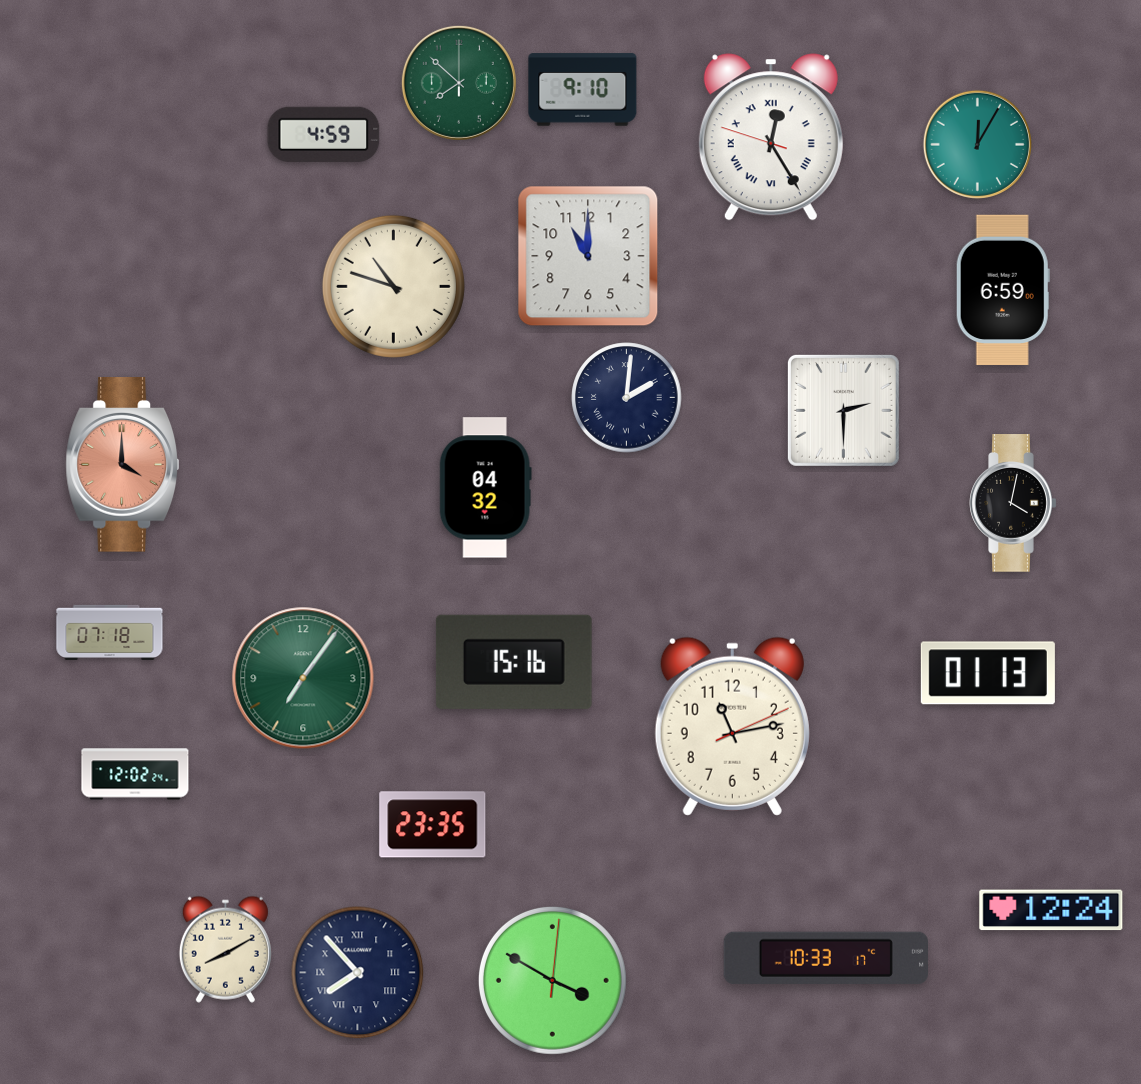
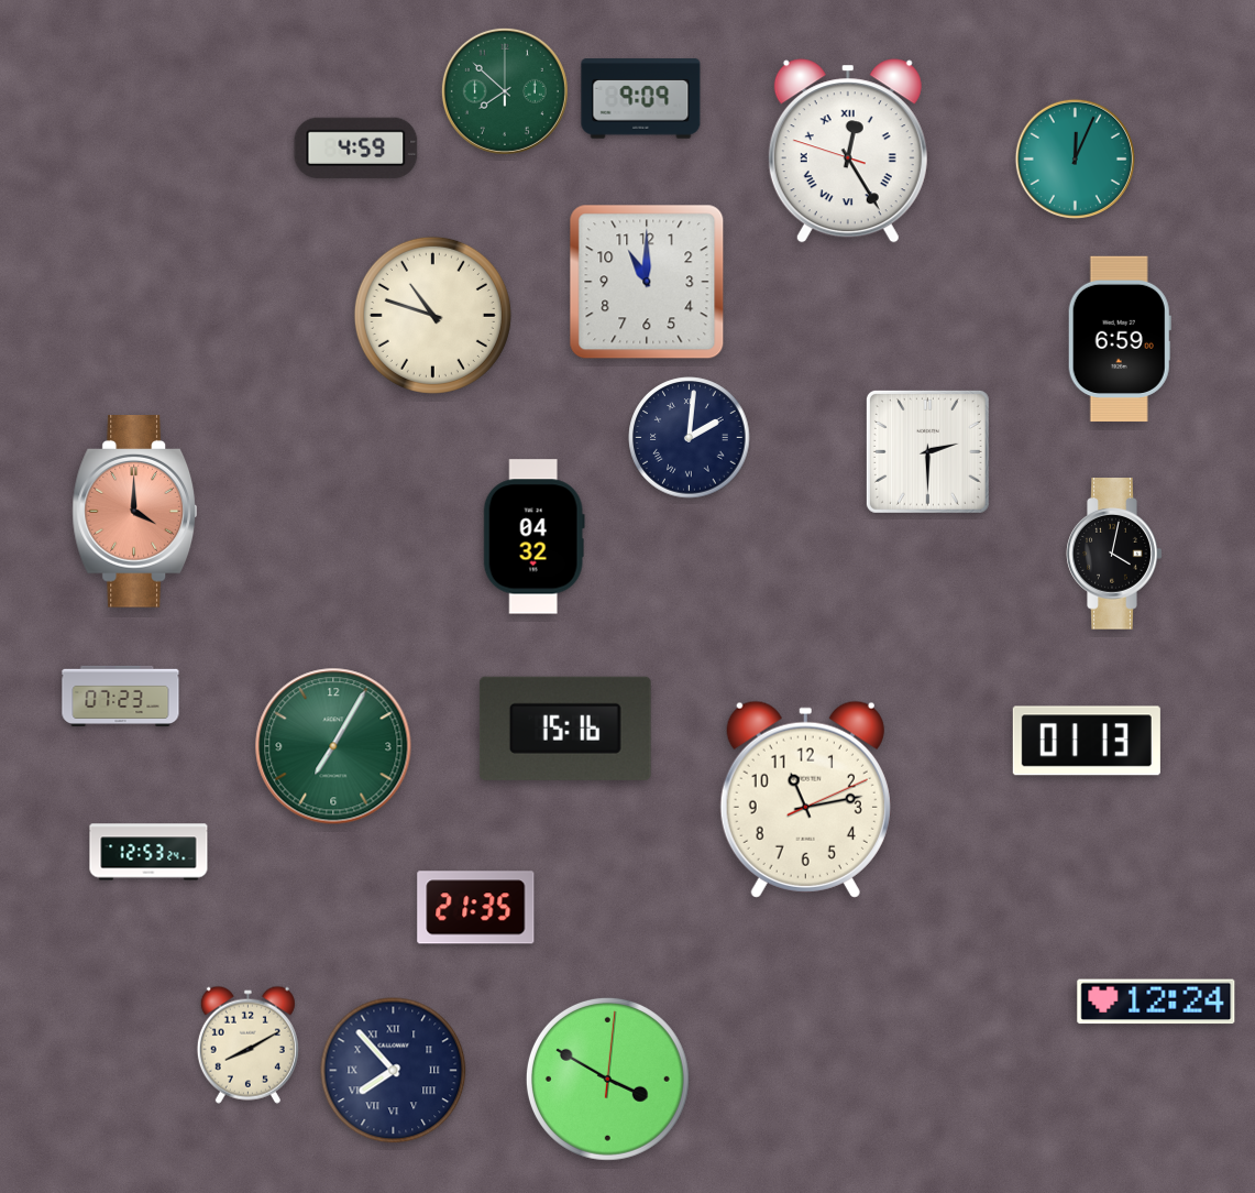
clock at (583, 90): 9:10 -> 9:09
clock at (977, 144): 12:05 -> 12:04
clock at (1003, 290) position: (1003, 290) -> (1120, 339)
clock at (110, 632): 07:18 -> 07:23
clock at (303, 678): 7:06 -> 7:05
clock at (135, 774): 12:02 -> 12:53
clock at (433, 825): 23:35 -> 21:35
clock at (826, 958): 10:33 -> none
